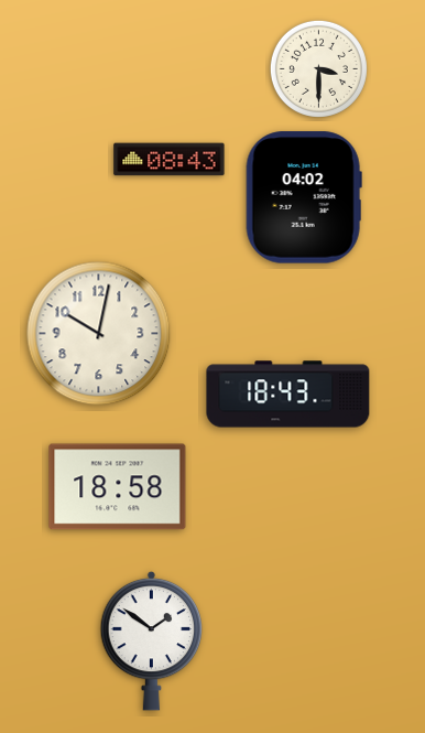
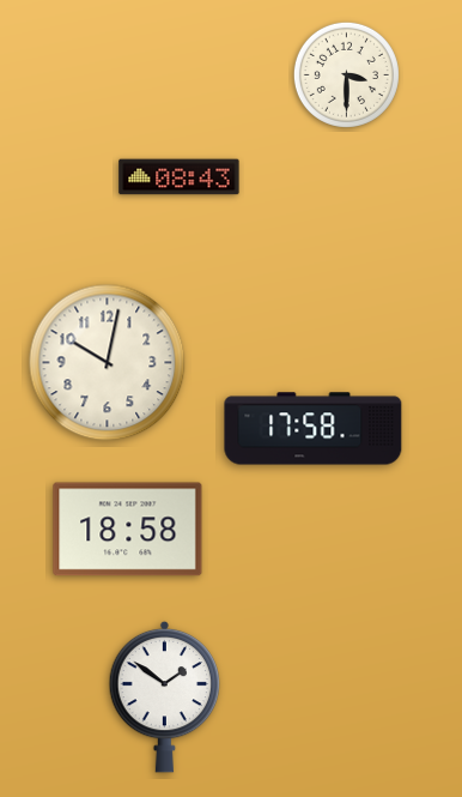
clock at (170, 160) position: (170, 160) -> (180, 177)
clock at (304, 197): 04:02 -> none
clock at (288, 395): 18:43 -> 17:58
